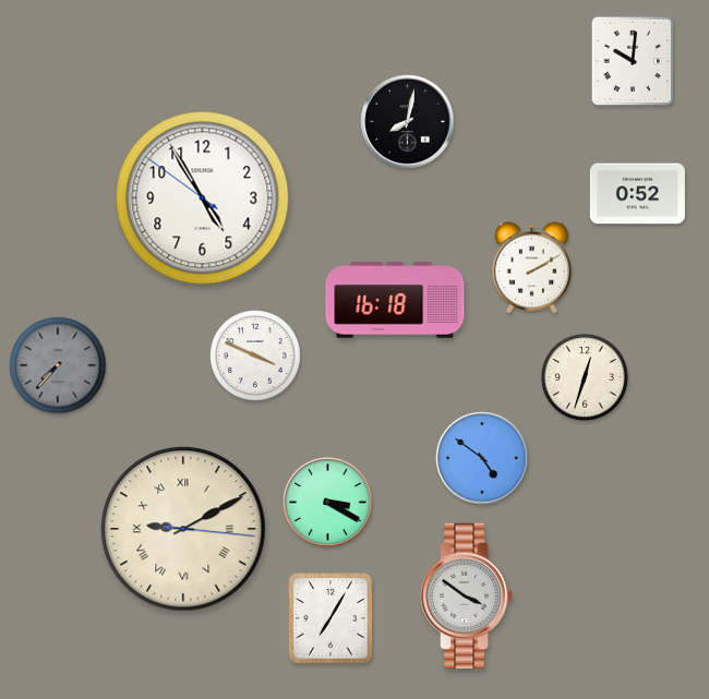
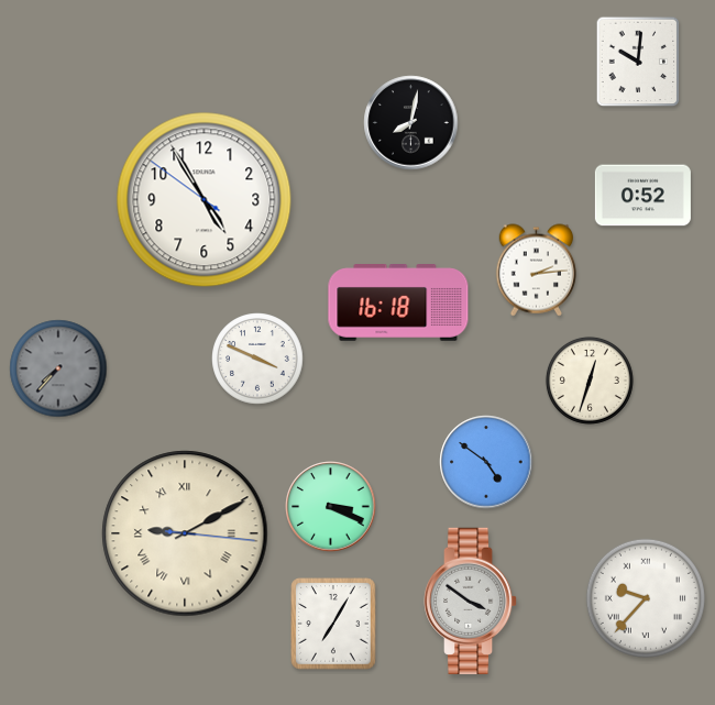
clock at (531, 268): 2:10 -> 2:14
clock at (328, 503): 3:20 -> 3:19
clock at (646, 598): none -> 9:37
